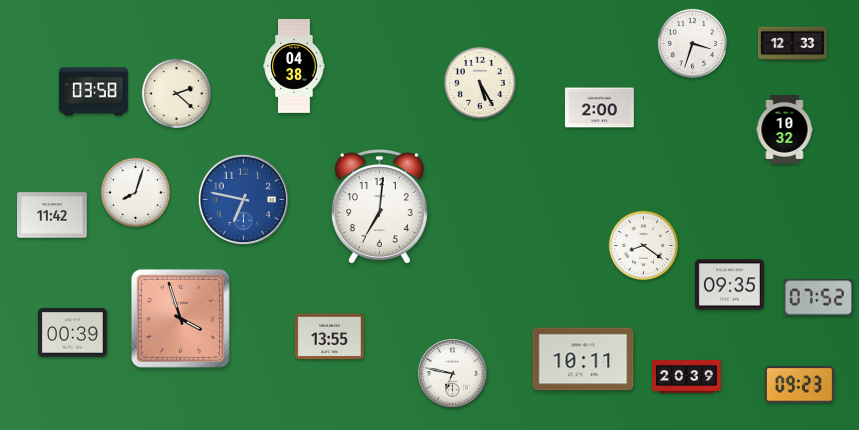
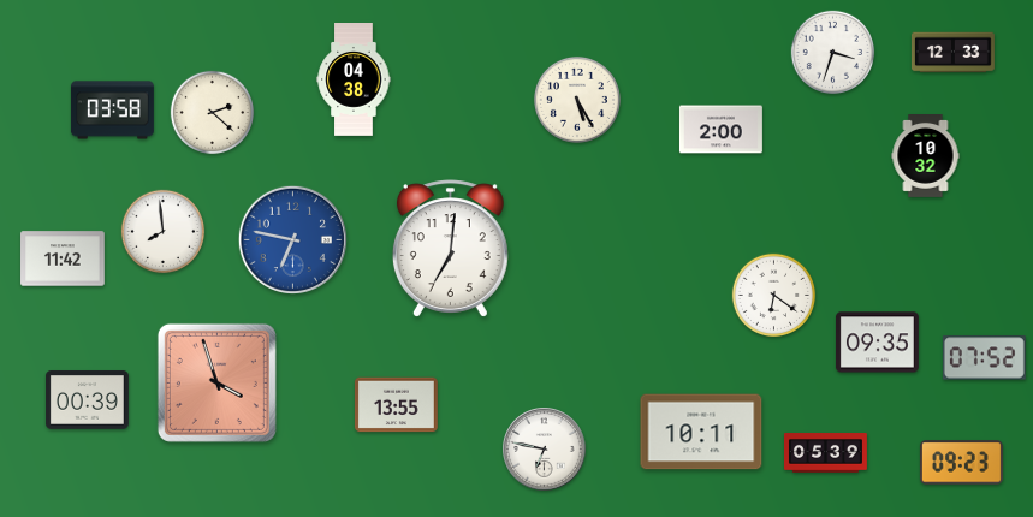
clock at (785, 130) position: (785, 130) -> (926, 156)
clock at (136, 193): 8:03 -> 7:59
clock at (379, 207) position: (379, 207) -> (450, 249)
clock at (644, 246): 8:21 -> 6:21
clock at (687, 377): 20:39 -> 05:39
